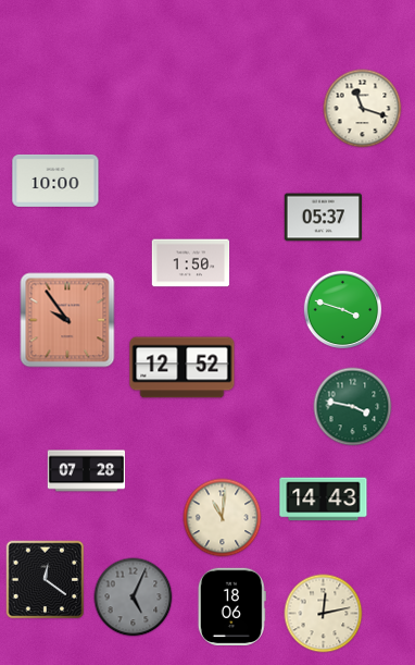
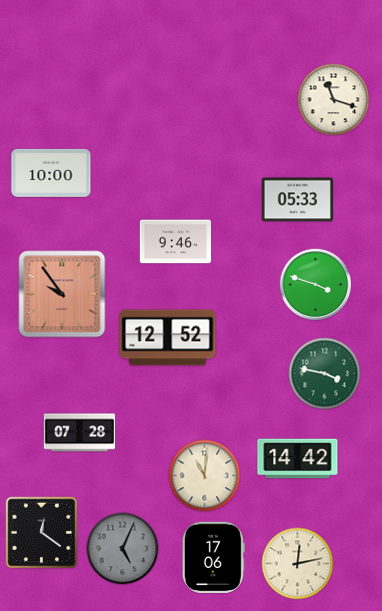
clock at (55, 181) position: (55, 181) -> (51, 173)
clock at (324, 218): 05:37 -> 05:33
clock at (191, 263): 1:50 -> 9:46
clock at (324, 500): 14:43 -> 14:42
clock at (231, 606): 18:06 -> 17:06
